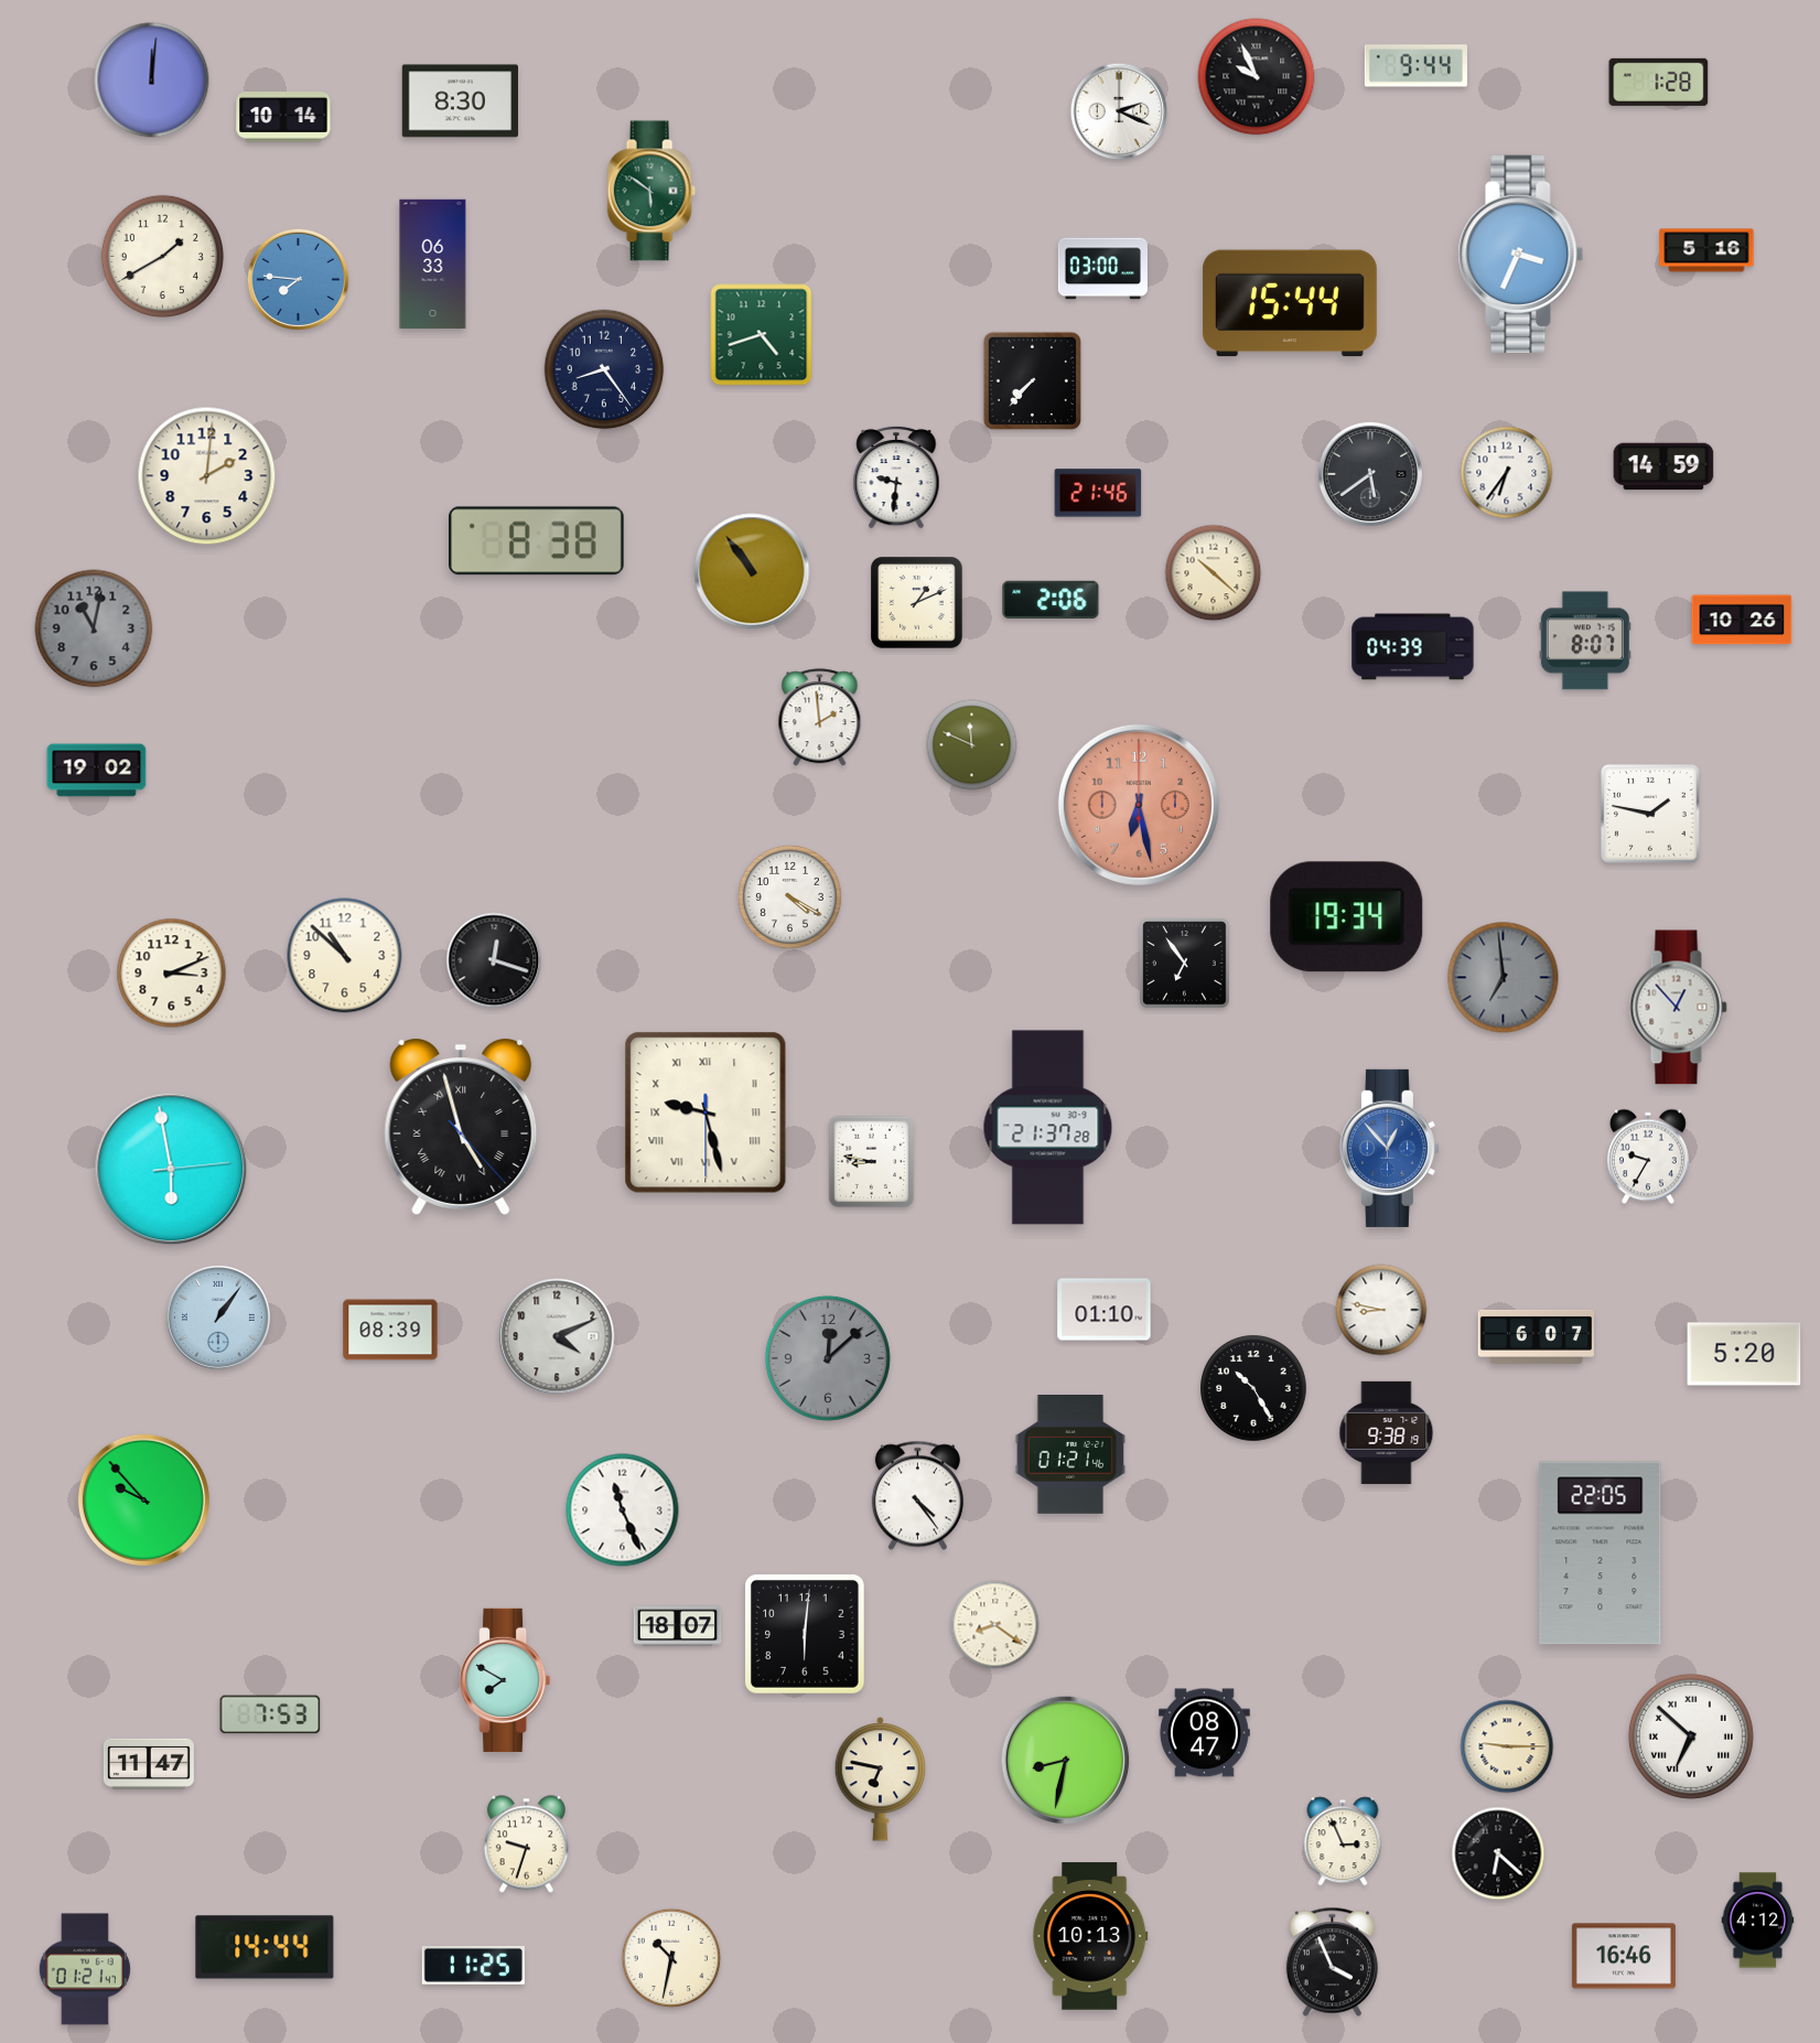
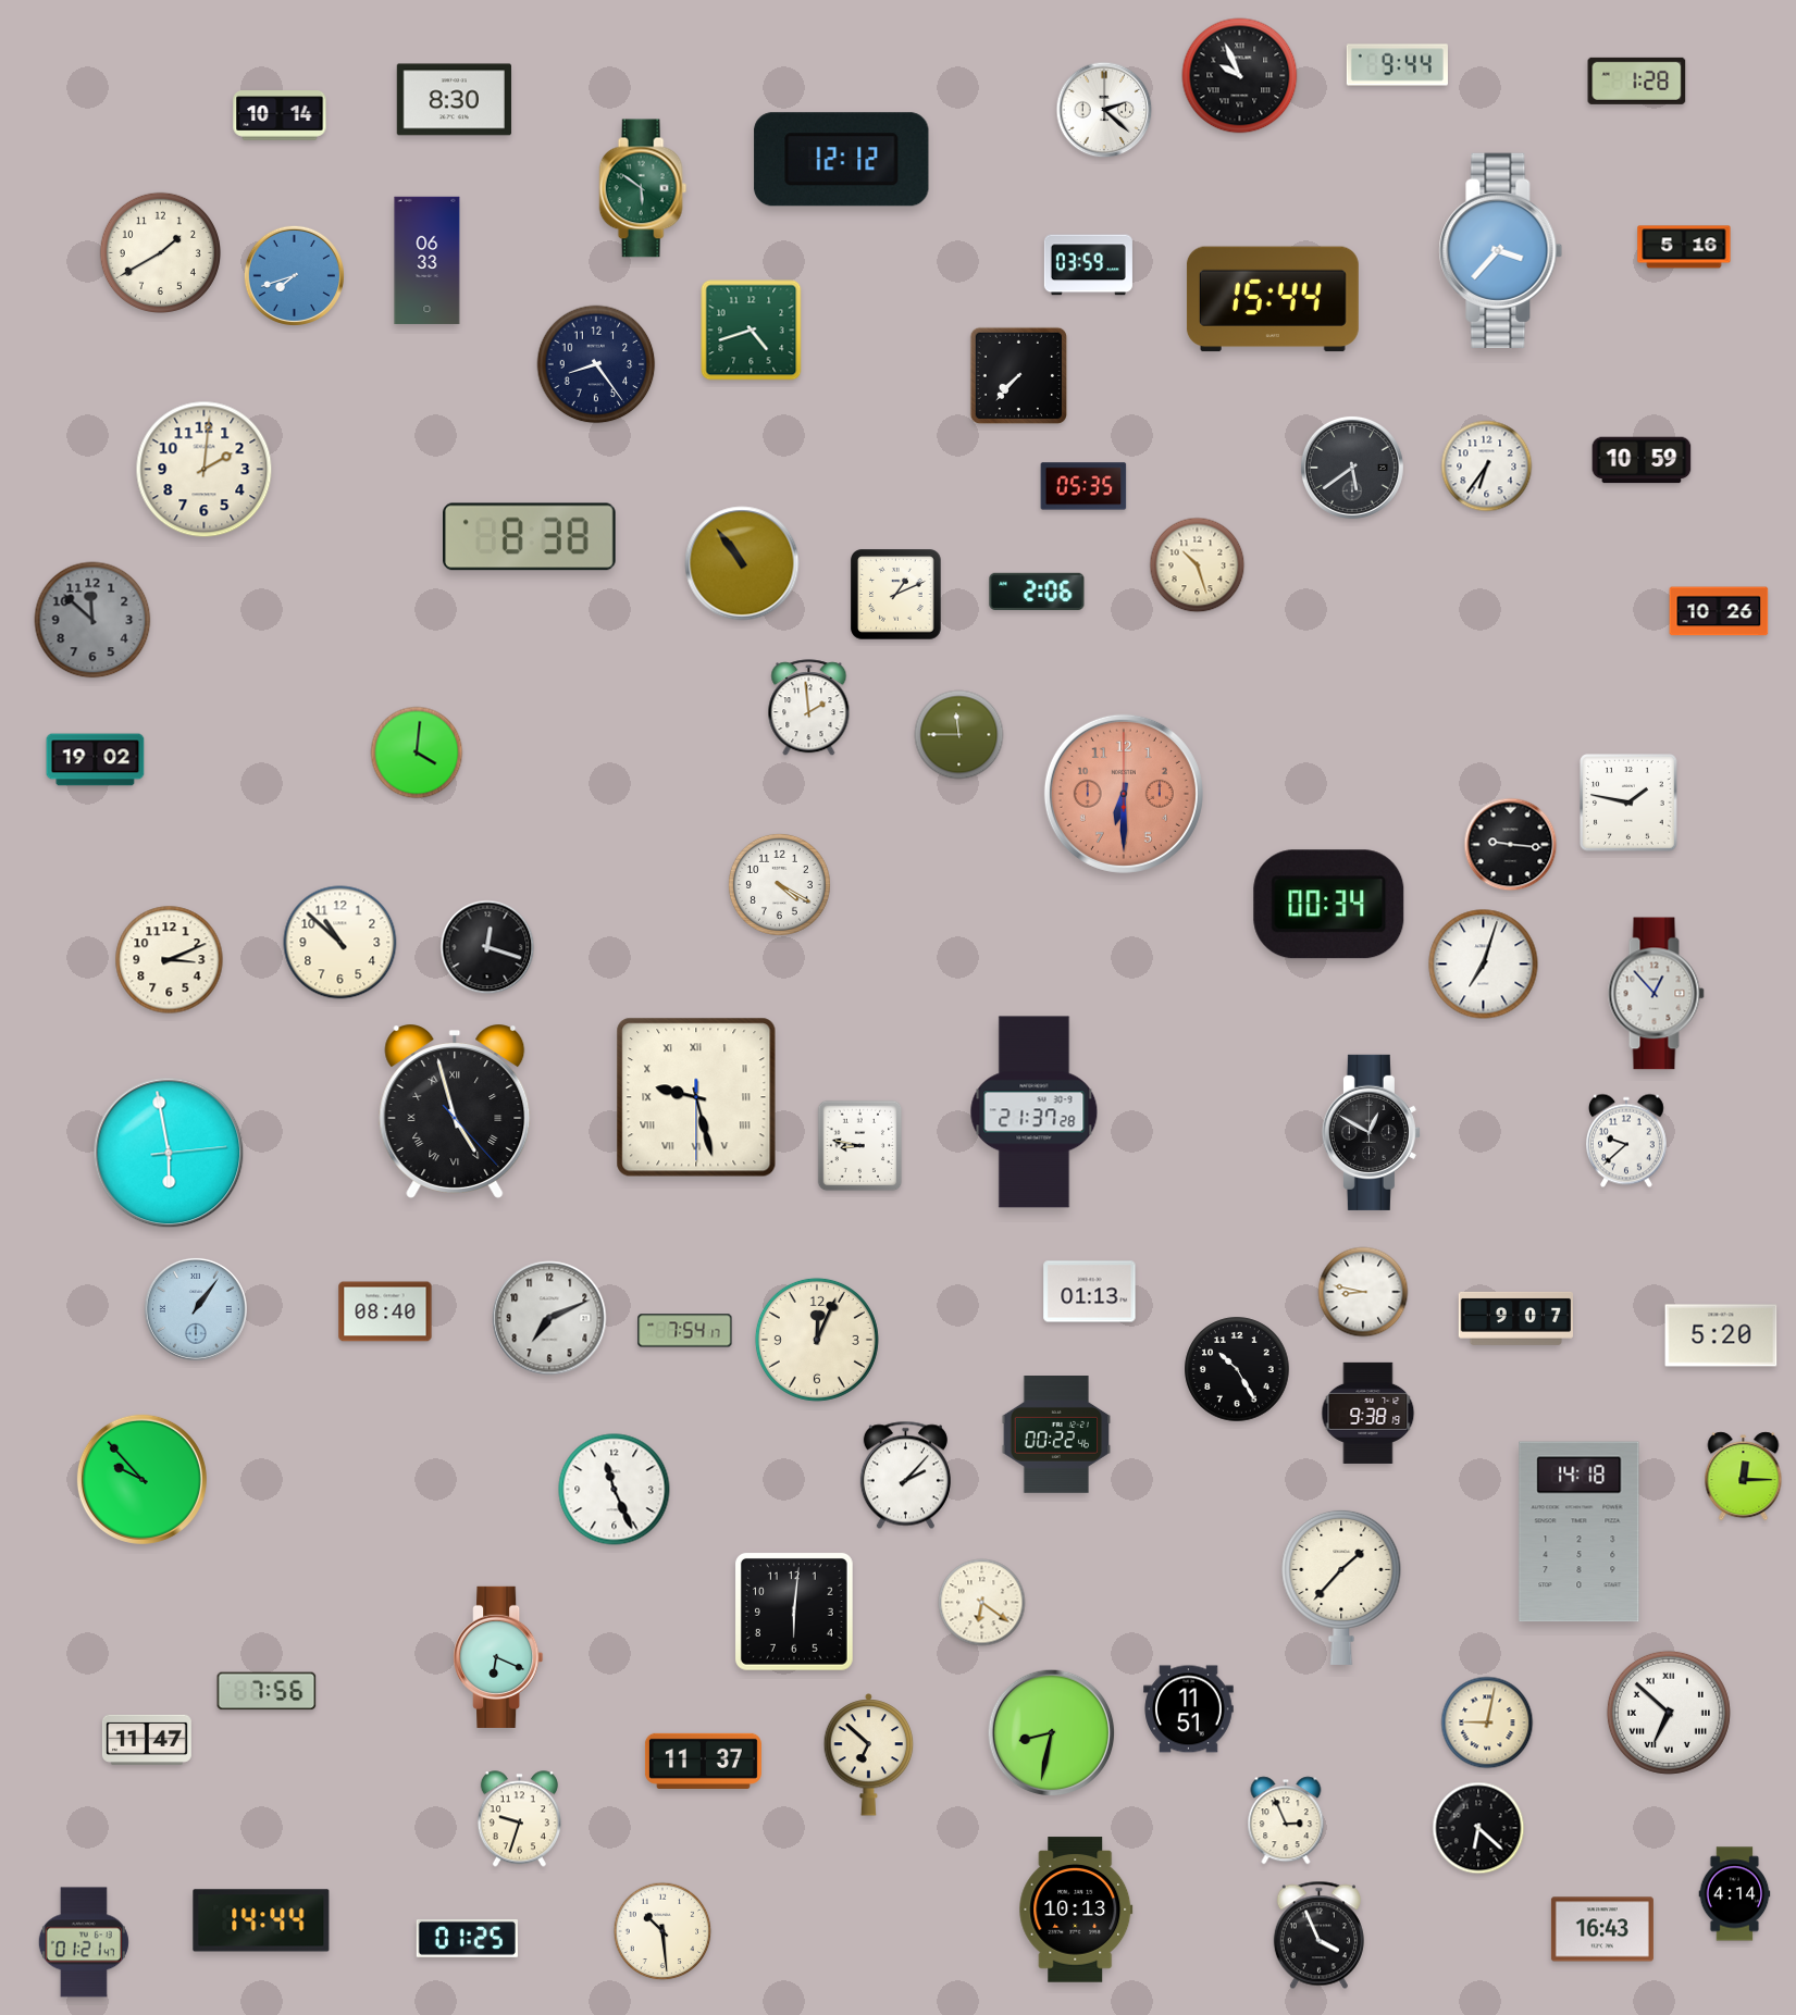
clock at (152, 80): 12:01 -> none
clock at (1119, 111): 2:19 -> 2:22
clock at (842, 160): none -> 12:12
clock at (1521, 254): 3:34 -> 3:37
clock at (1102, 269): 03:00 -> 03:59
clock at (298, 279): 7:46 -> 7:42
clock at (1663, 466): 14:59 -> 10:59
clock at (896, 477): 9:31 -> none
clock at (1098, 493): 21:46 -> 05:35
clock at (537, 541) position: (537, 541) -> (530, 537)
clock at (1214, 573): 10:22 -> 10:27
clock at (917, 603) position: (917, 603) -> (896, 595)
clock at (94, 628): 11:02 -> 11:52
clock at (1585, 641): 8:07 -> none
clock at (1413, 647): 04:39 -> none
clock at (972, 745): 11:49 -> 11:45
clock at (417, 752): none -> 4:01
clock at (1139, 805): 6:28 -> 6:30
clock at (1511, 845): none -> 9:16
clock at (1347, 917): 19:34 -> 00:34
clock at (1185, 964): 6:54 -> none
clock at (1504, 978): 6:59 -> 7:03
clock at (1504, 978) dial: grey -> white
clock at (1389, 1148): 12:53 -> 12:50
clock at (1389, 1148) dial: blue -> black
clock at (1648, 1157): 9:35 -> 9:38
clock at (1105, 1310): 01:10 -> 01:13
clock at (218, 1318) position: (218, 1318) -> (196, 1309)
clock at (390, 1330): 08:39 -> 08:40
clock at (557, 1336): 4:11 -> 7:11
clock at (1536, 1336): 6:07 -> 9:07
clock at (685, 1331): none -> 7:54
clock at (828, 1358): 12:08 -> 12:04
clock at (828, 1358) dial: grey -> cream
clock at (1070, 1455): 01:21 -> 00:22
clock at (917, 1496): 4:24 -> 2:07
clock at (1744, 1477): none -> 12:15
clock at (1601, 1553): 22:05 -> 14:18
clock at (1341, 1587): none -> 1:37
clock at (995, 1625): 8:21 -> 6:21
clock at (678, 1626): 18:07 -> none
clock at (505, 1680): 7:50 -> 6:19
clock at (270, 1714): 7:53 -> 7:56
clock at (1205, 1733): 08:47 -> 11:51
clock at (1507, 1746): 9:15 -> 9:02
clock at (1066, 1761) position: (1066, 1761) -> (1052, 1733)
clock at (881, 1779): 6:47 -> 6:52
clock at (703, 1761): none -> 11:37
clock at (1343, 1841) position: (1343, 1841) -> (1286, 1820)
clock at (1758, 1921): 4:12 -> 4:14
clock at (1624, 1956): 16:46 -> 16:43
clock at (671, 1958): 10:32 -> 10:29
clock at (1332, 1963) position: (1332, 1963) -> (1318, 1936)
clock at (473, 1965): 11:25 -> 01:25
